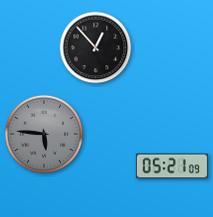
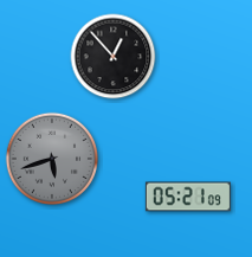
clock at (43, 133): 5:46 -> 5:42
clock at (172, 166) position: (172, 166) -> (188, 197)
